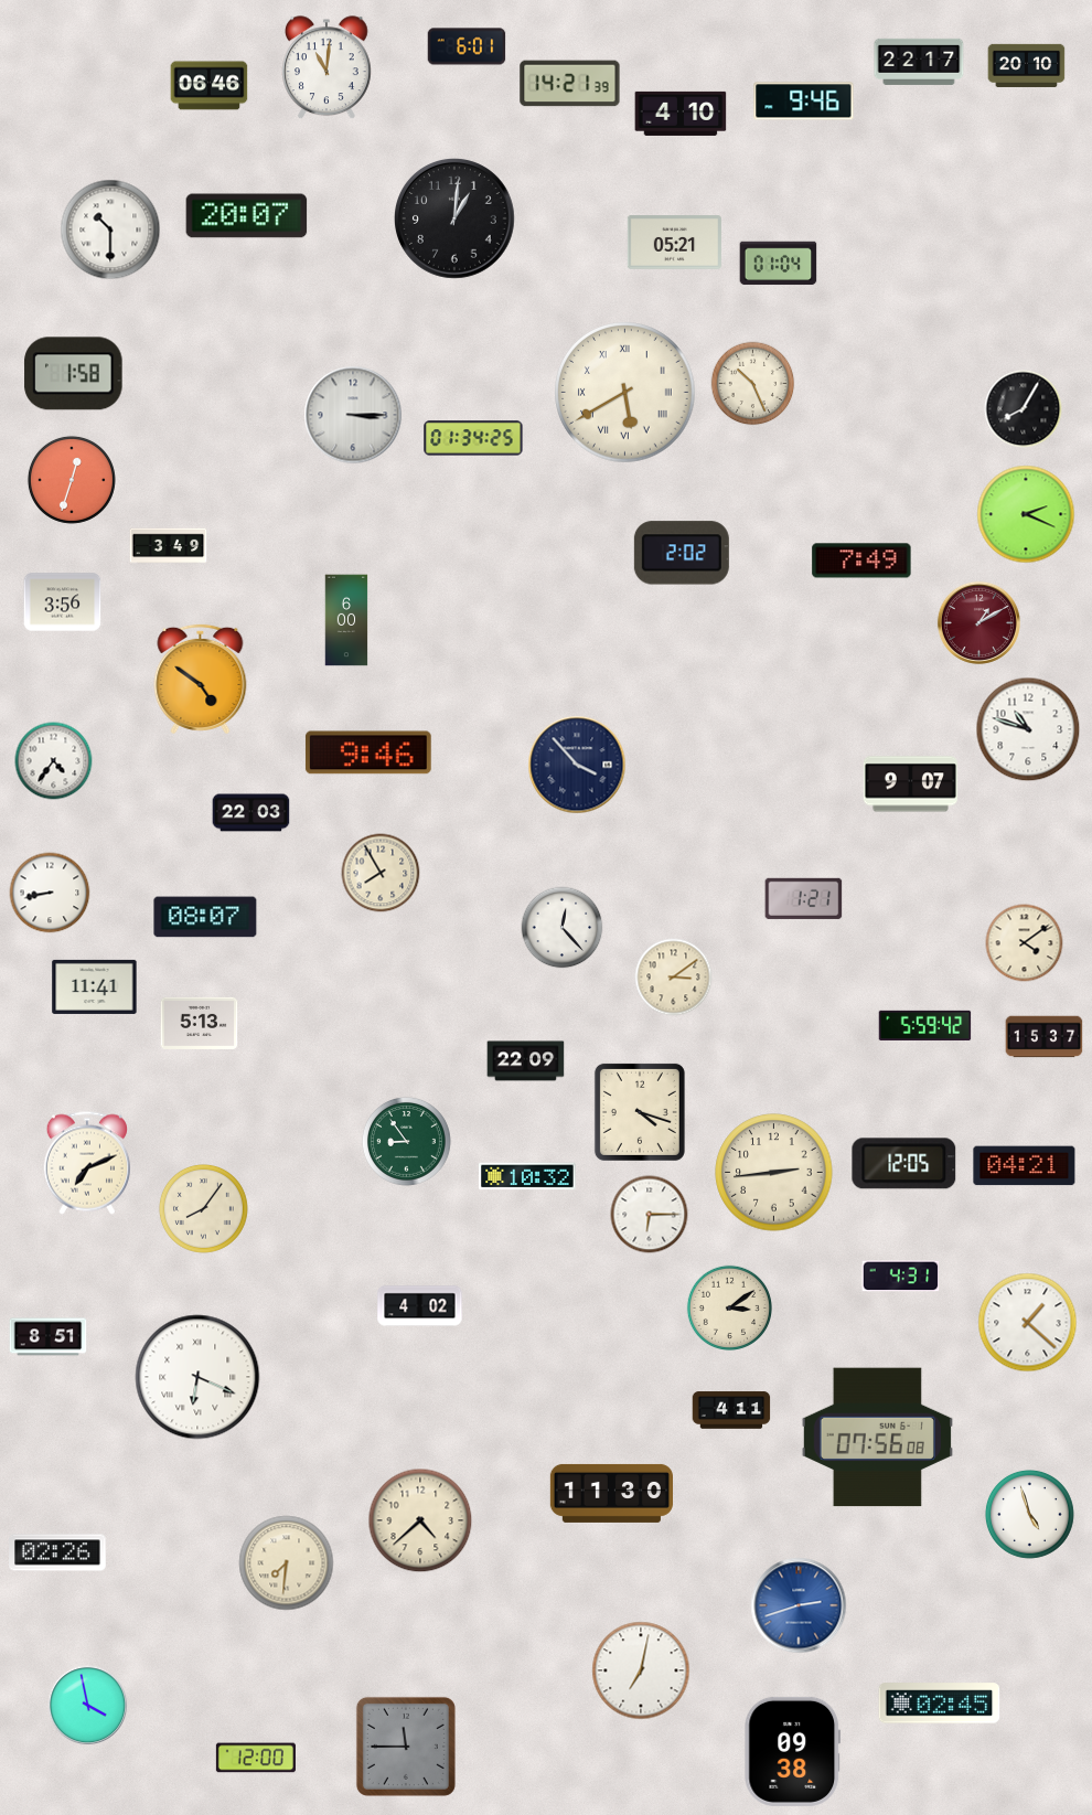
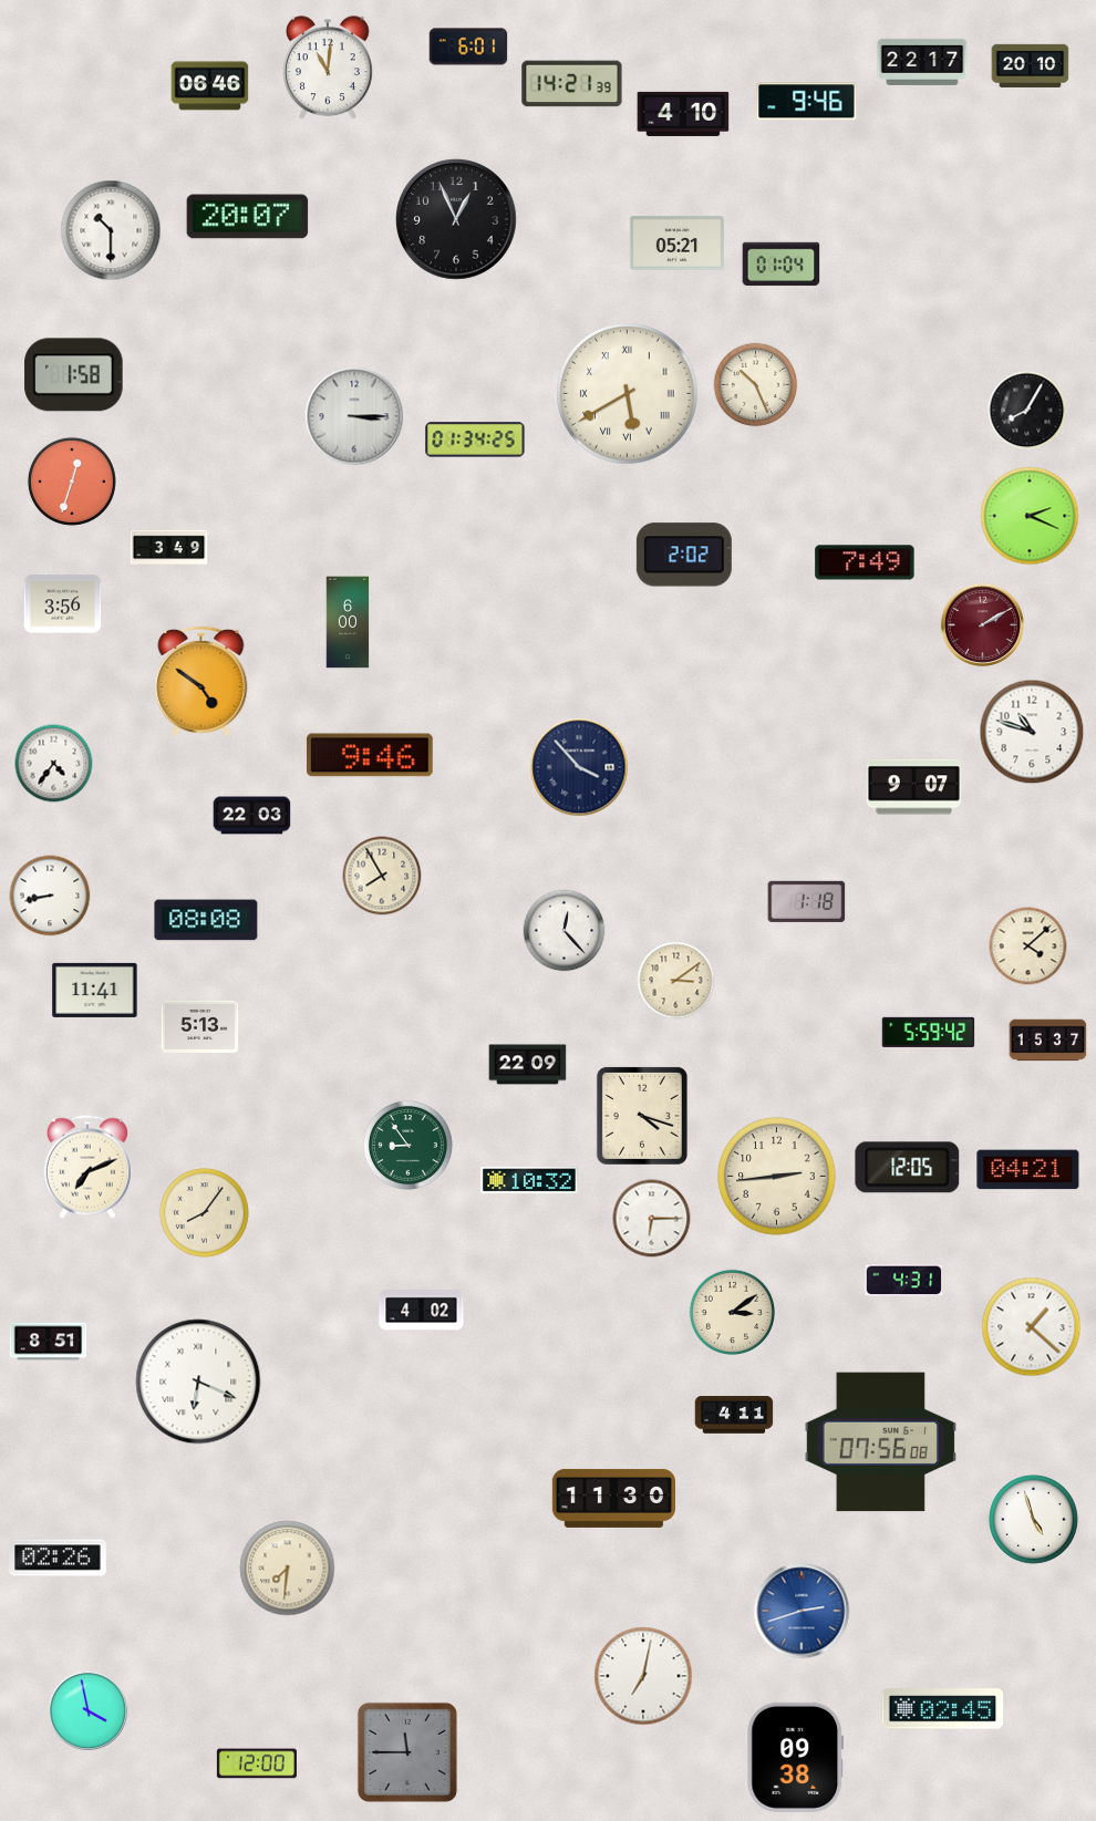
clock at (456, 220): 1:01 -> 12:56
clock at (978, 622): 1:10 -> 2:10
clock at (804, 898): 1:21 -> 1:18
clock at (205, 917): 08:07 -> 08:08
clock at (1025, 943): 4:09 -> 4:08
clock at (925, 1025) position: (925, 1025) -> (929, 1032)
clock at (420, 1520): 4:38 -> none
